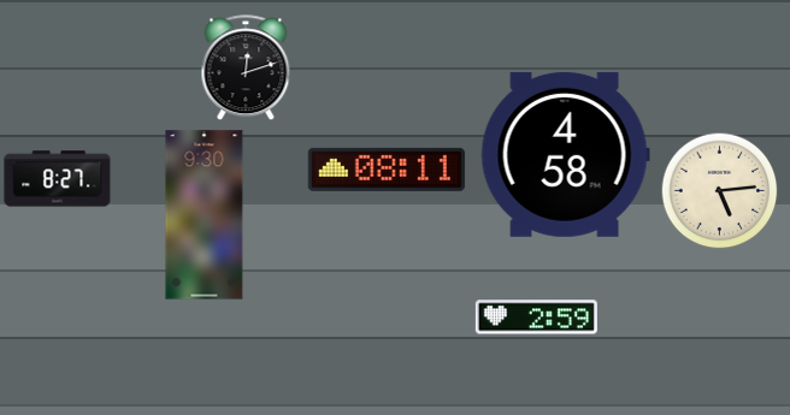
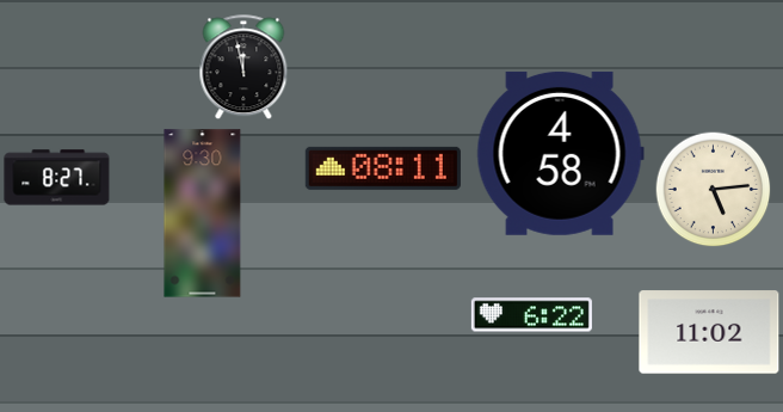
clock at (246, 69): 12:12 -> 11:58
clock at (536, 318): 2:59 -> 6:22
clock at (709, 332): none -> 11:02
